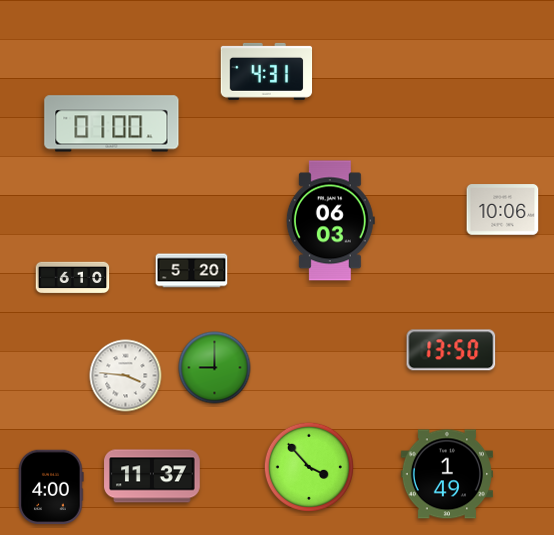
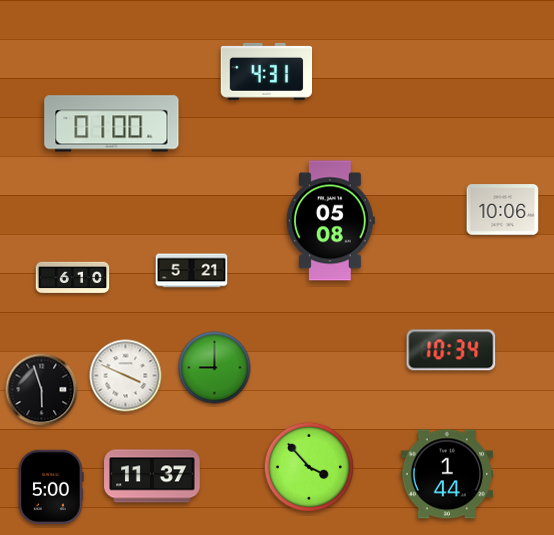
clock at (330, 221): 06:03 -> 05:08
clock at (192, 271): 5:20 -> 5:21
clock at (451, 350): 13:50 -> 10:34
clock at (126, 376): 3:46 -> 3:49
clock at (42, 390): none -> 5:57
clock at (447, 474): 1:49 -> 1:44
clock at (51, 487): 4:00 -> 5:00
